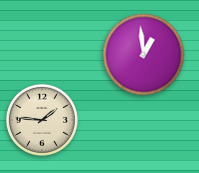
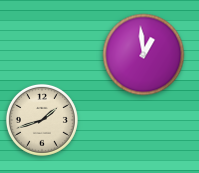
clock at (42, 120): 1:46 -> 1:42
